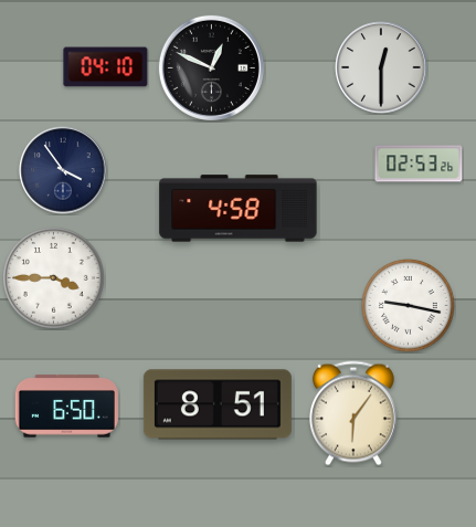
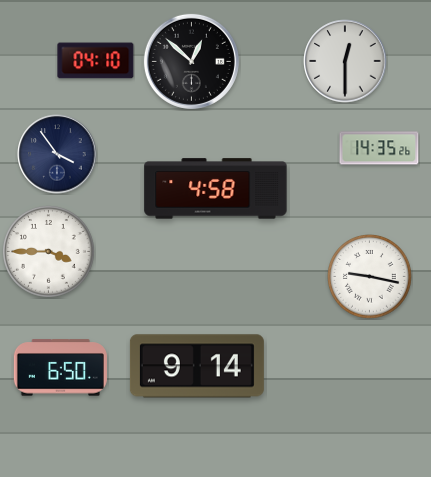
clock at (211, 67): 12:49 -> 12:52
clock at (419, 164): 02:53 -> 14:35
clock at (218, 404): 8:51 -> 9:14
clock at (353, 413): 6:06 -> none
